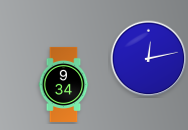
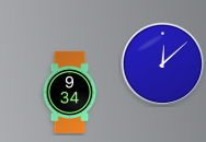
clock at (149, 59): 12:13 -> 12:08
